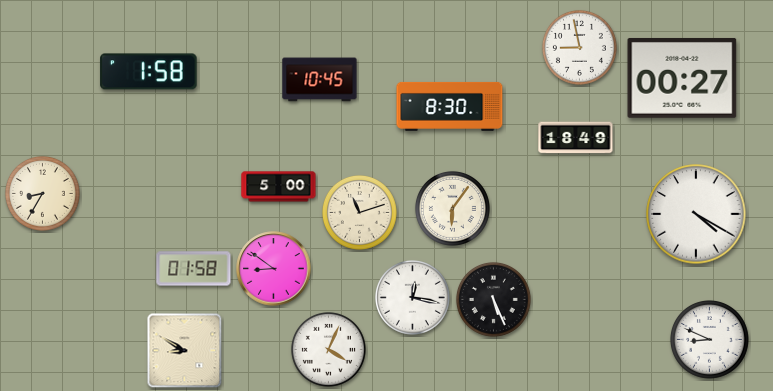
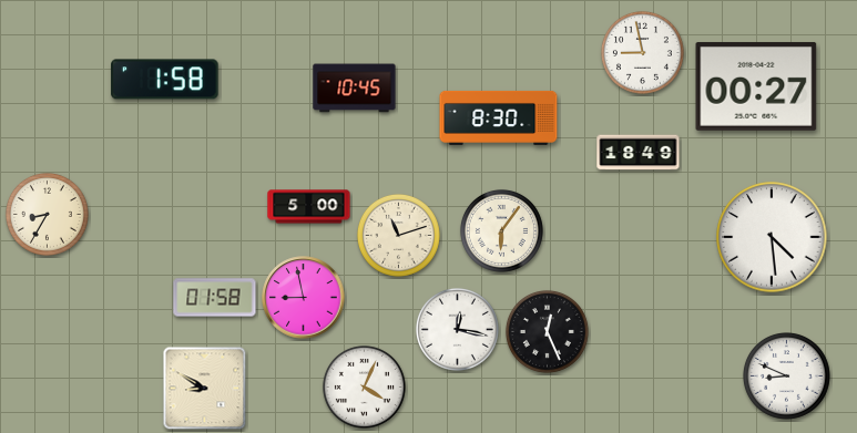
clock at (696, 214): 4:20 -> 4:29
clock at (274, 269): 8:51 -> 8:58
clock at (493, 299): 5:26 -> 12:26
